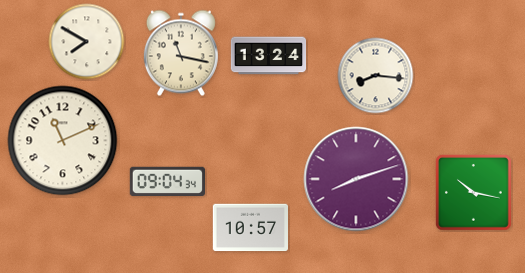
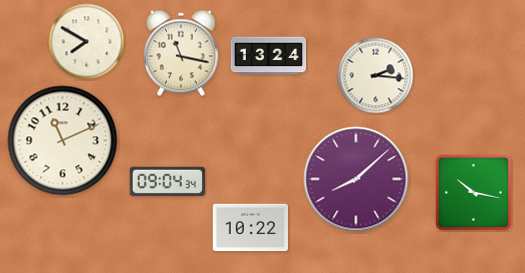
clock at (376, 76): 8:16 -> 2:16
clock at (356, 179): 8:12 -> 8:08
clock at (250, 228): 10:57 -> 10:22
